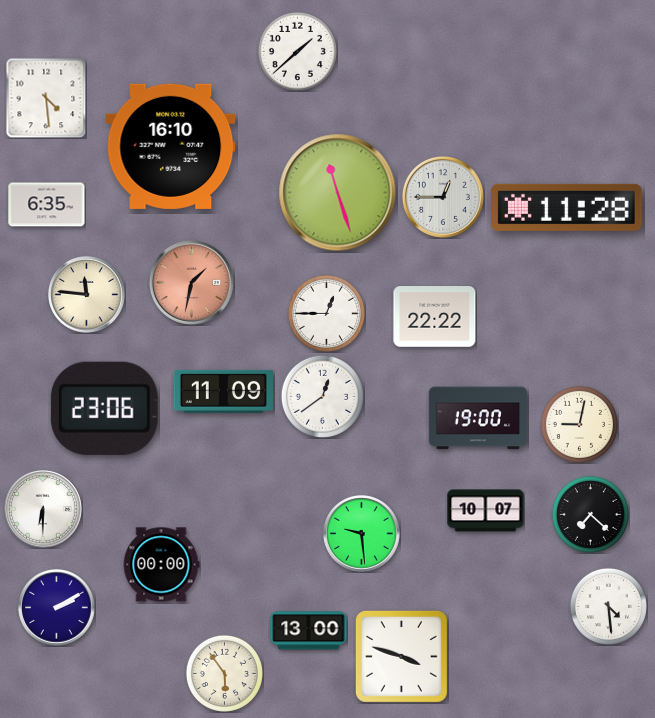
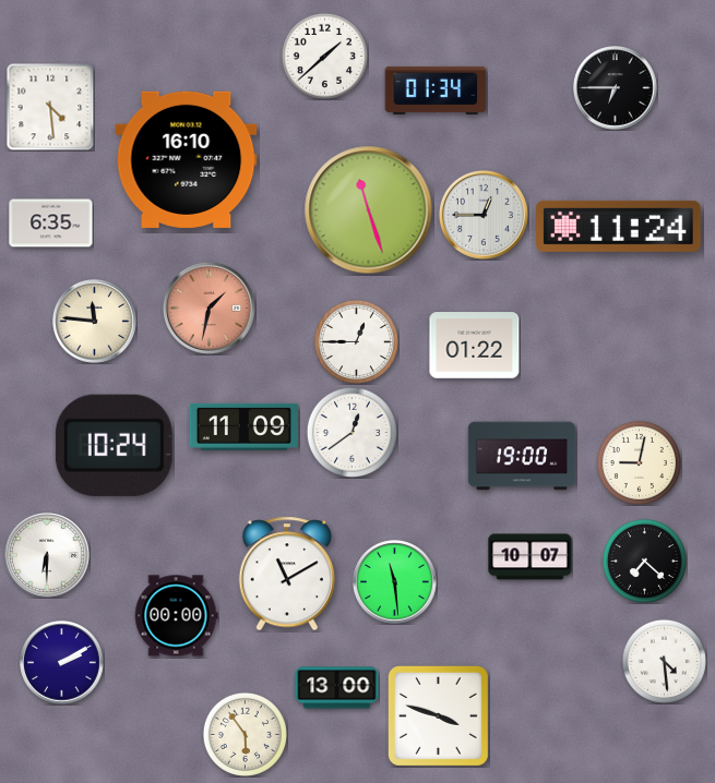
clock at (616, 88): none -> 6:45
clock at (436, 91): none -> 01:34
clock at (567, 207): 11:28 -> 11:24
clock at (435, 317): 22:22 -> 01:22
clock at (104, 408): 23:06 -> 10:24
clock at (579, 424) position: (579, 424) -> (639, 462)
clock at (286, 574): none -> 11:10
clock at (362, 534): 9:29 -> 11:29
